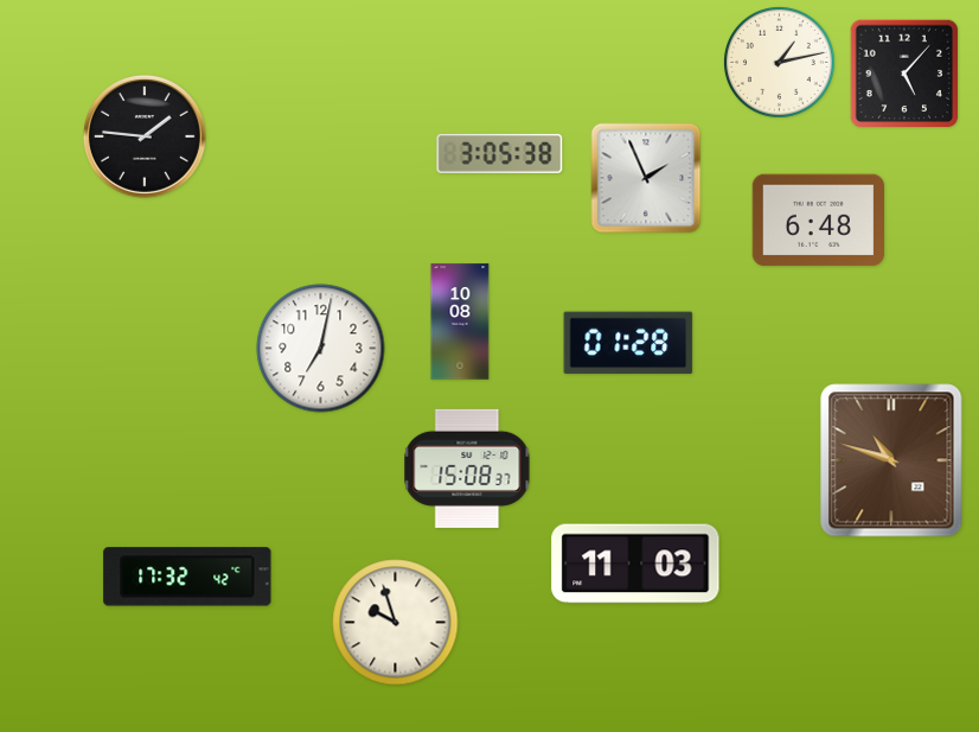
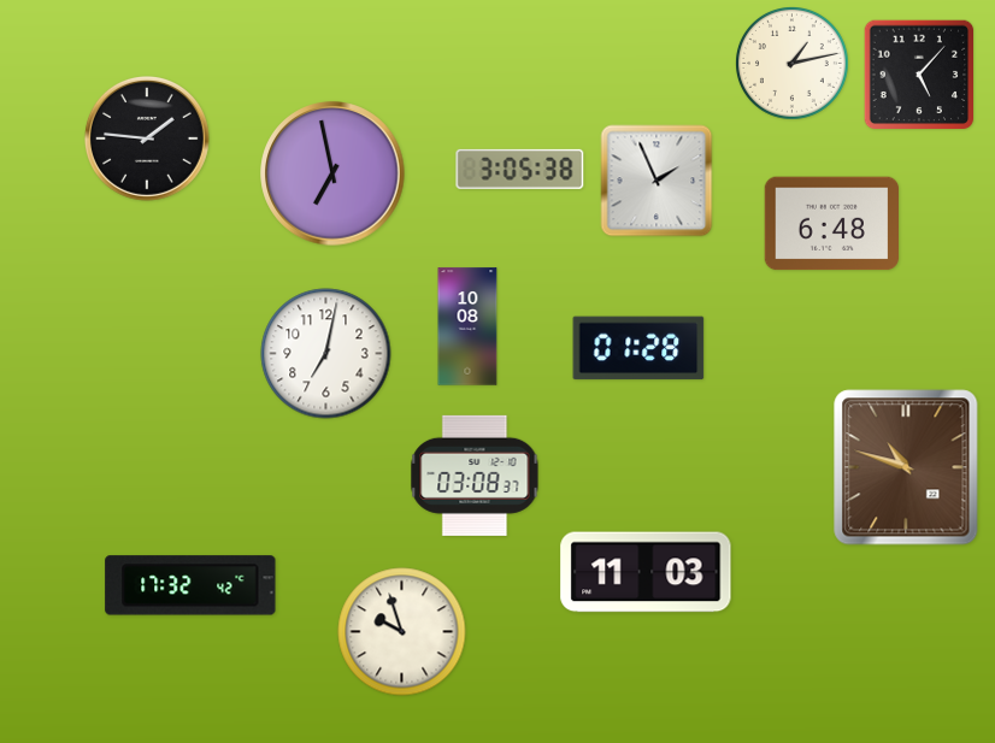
clock at (500, 153) position: (500, 153) -> (520, 169)
clock at (332, 173): none -> 6:58
clock at (467, 469): 15:08 -> 03:08
